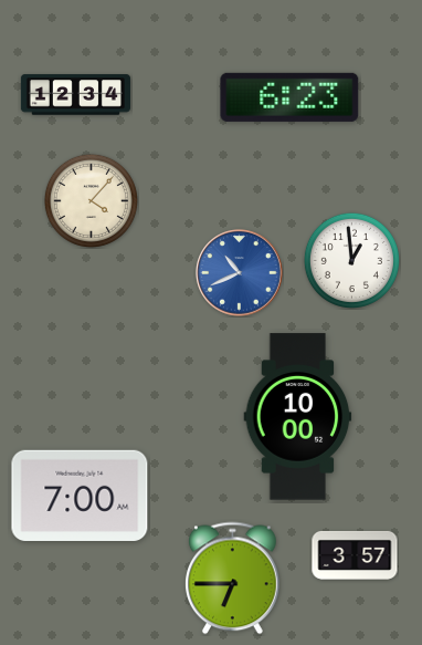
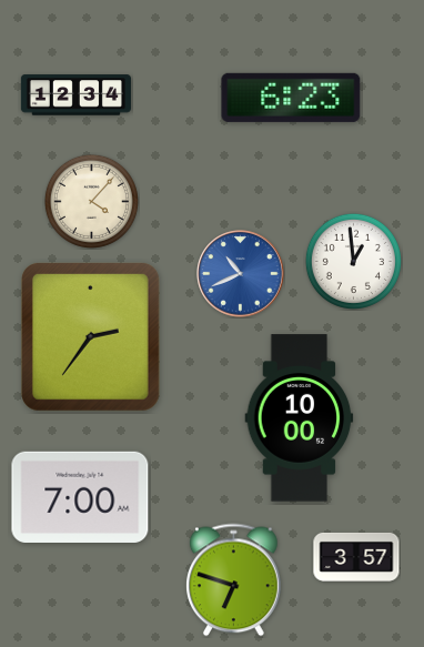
clock at (91, 337): none -> 2:36
clock at (233, 579): 6:45 -> 6:48
